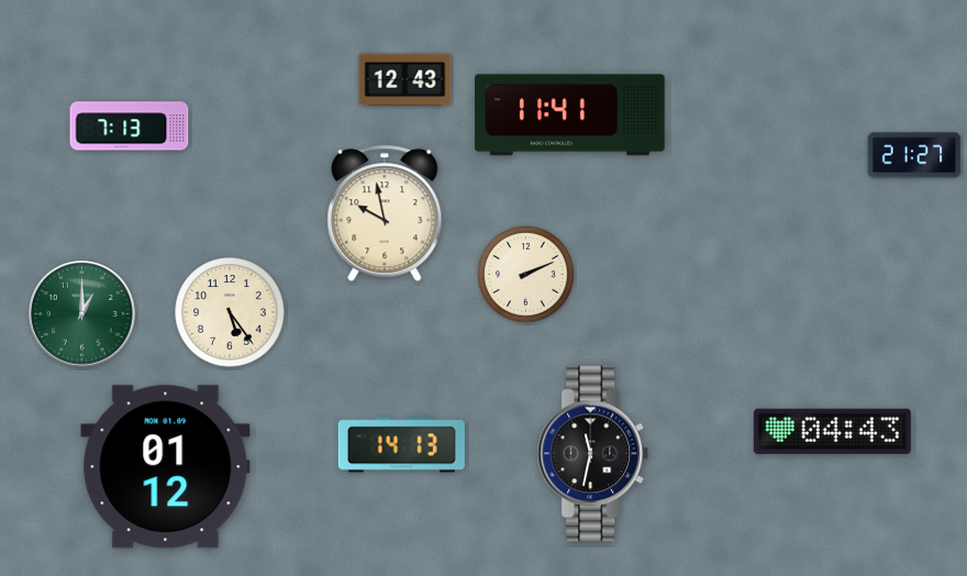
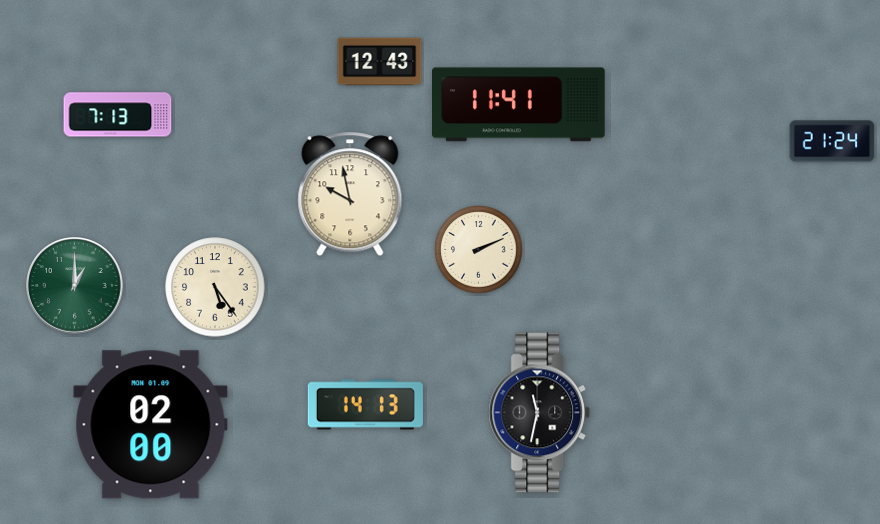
clock at (405, 80) position: (405, 80) -> (380, 62)
clock at (914, 155): 21:27 -> 21:24
clock at (230, 312) position: (230, 312) -> (215, 287)
clock at (832, 431): 04:43 -> none
clock at (166, 467): 01:12 -> 02:00
